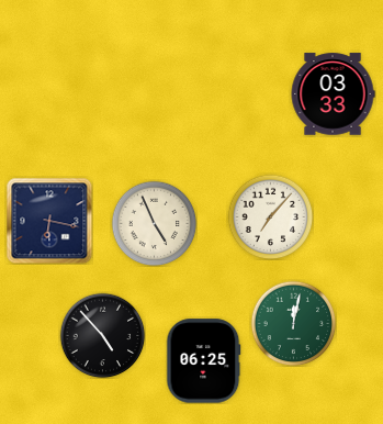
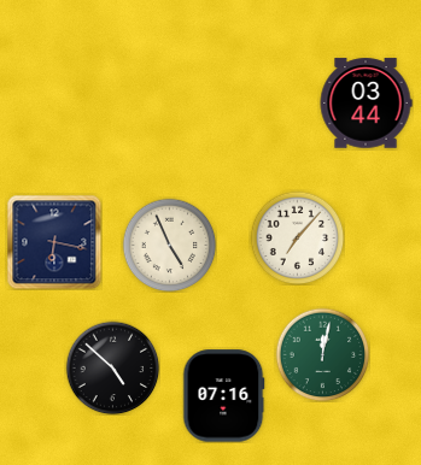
clock at (333, 94): 03:33 -> 03:44
clock at (102, 335): 4:53 -> 4:52
clock at (204, 361): 06:25 -> 07:16
